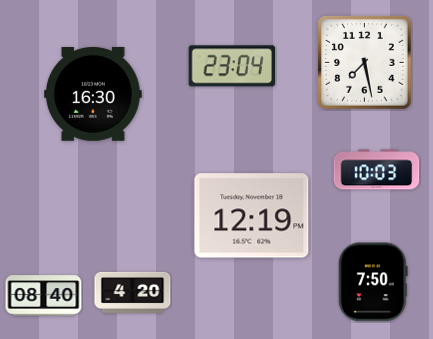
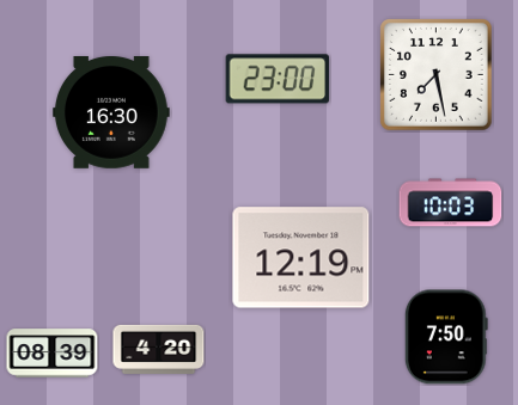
clock at (232, 66): 23:04 -> 23:00
clock at (44, 296): 08:40 -> 08:39
